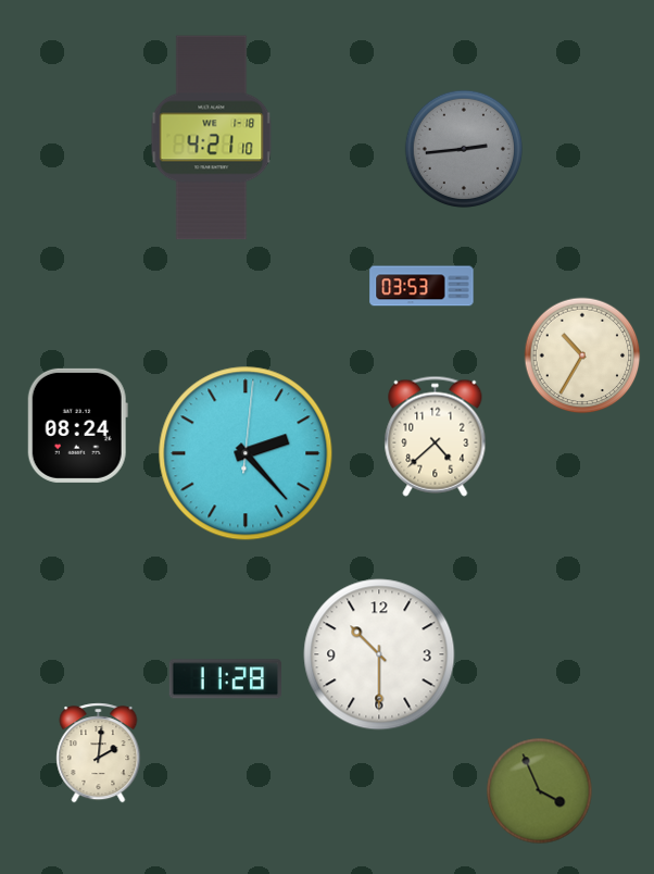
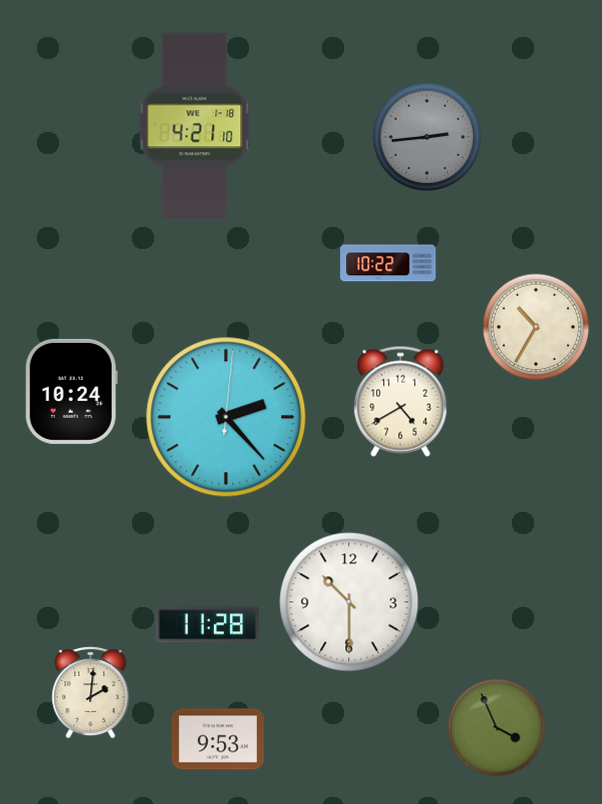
clock at (422, 286): 03:53 -> 10:22
clock at (77, 425): 08:24 -> 10:24
clock at (436, 436): 4:38 -> 4:40
clock at (218, 739): none -> 9:53
